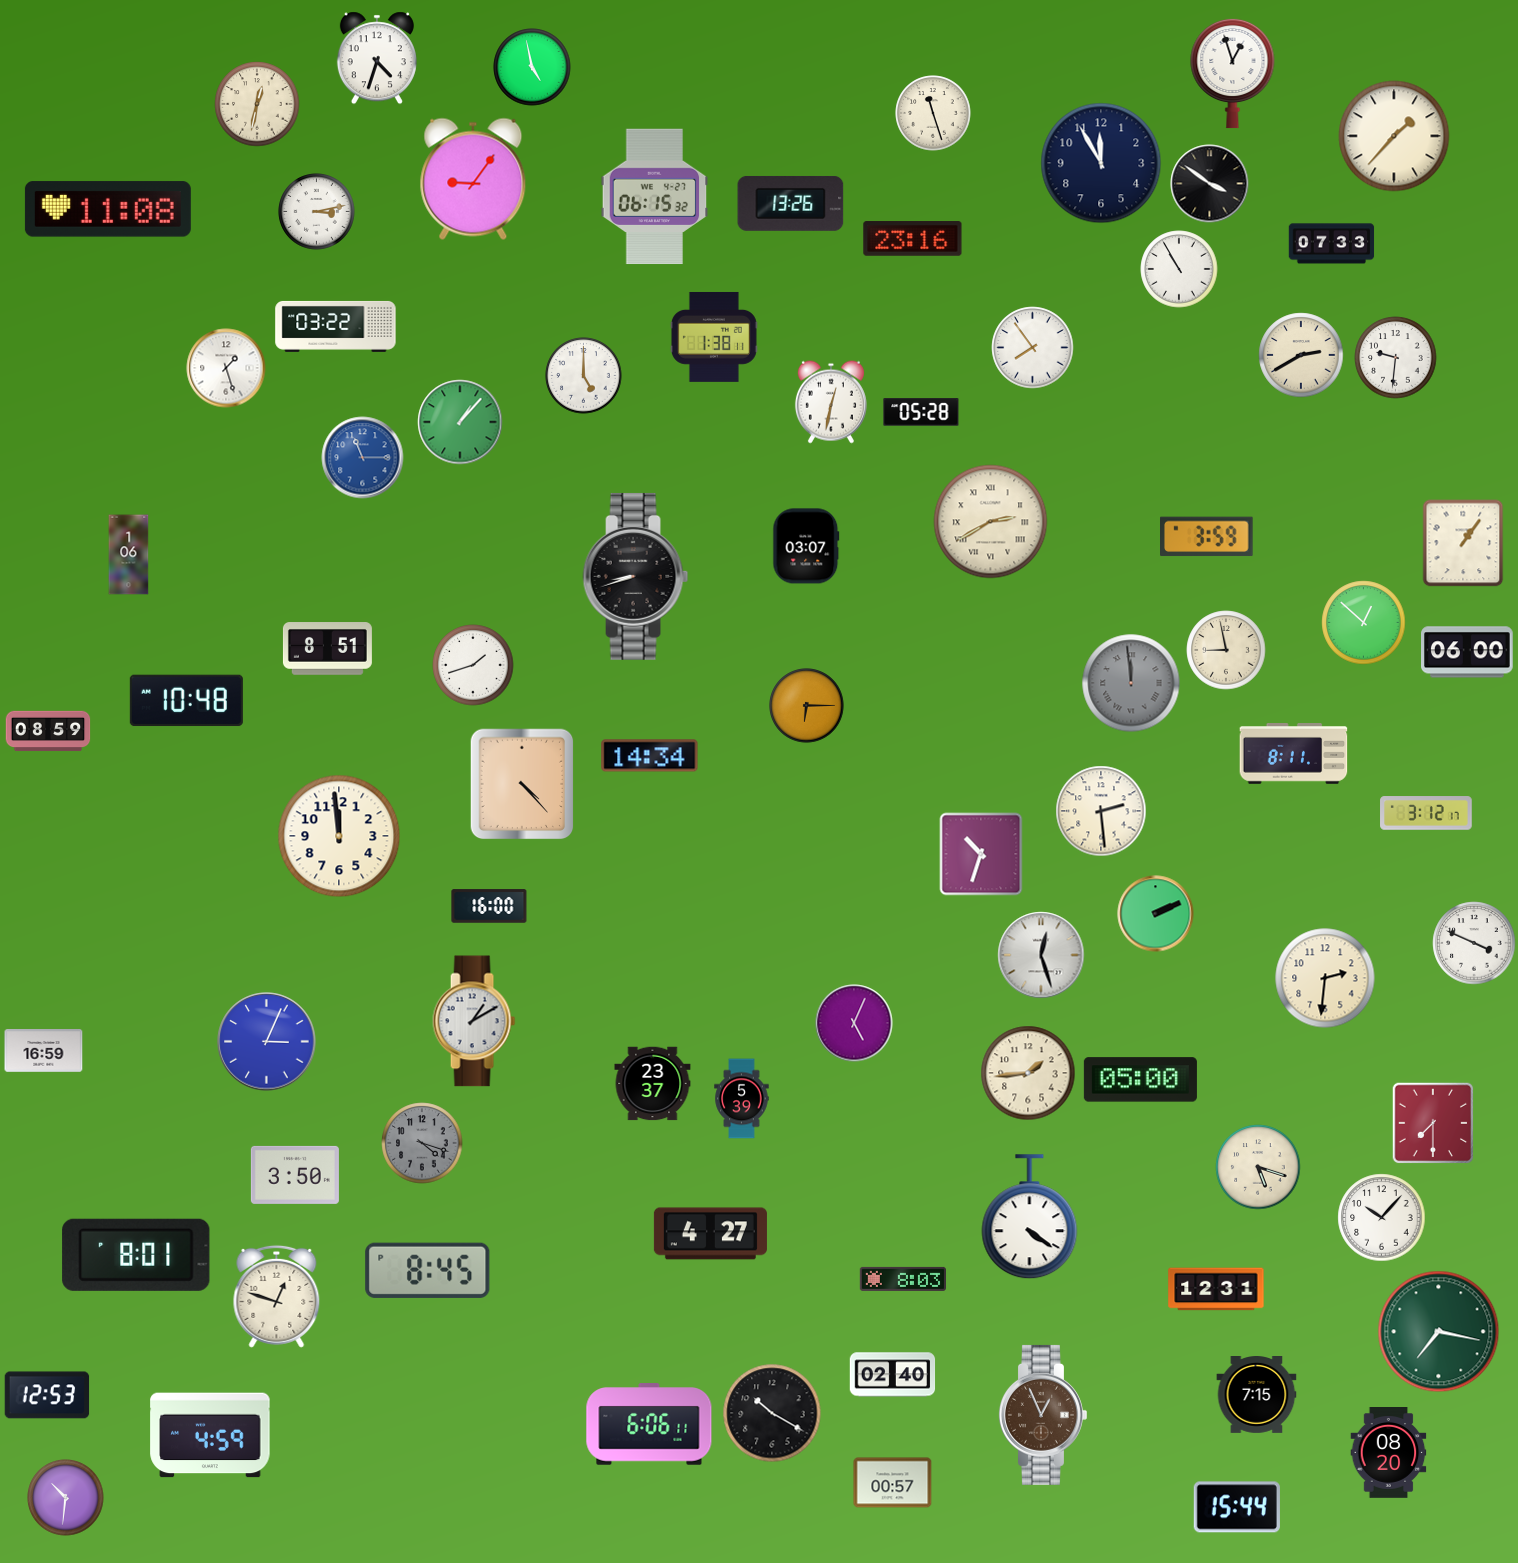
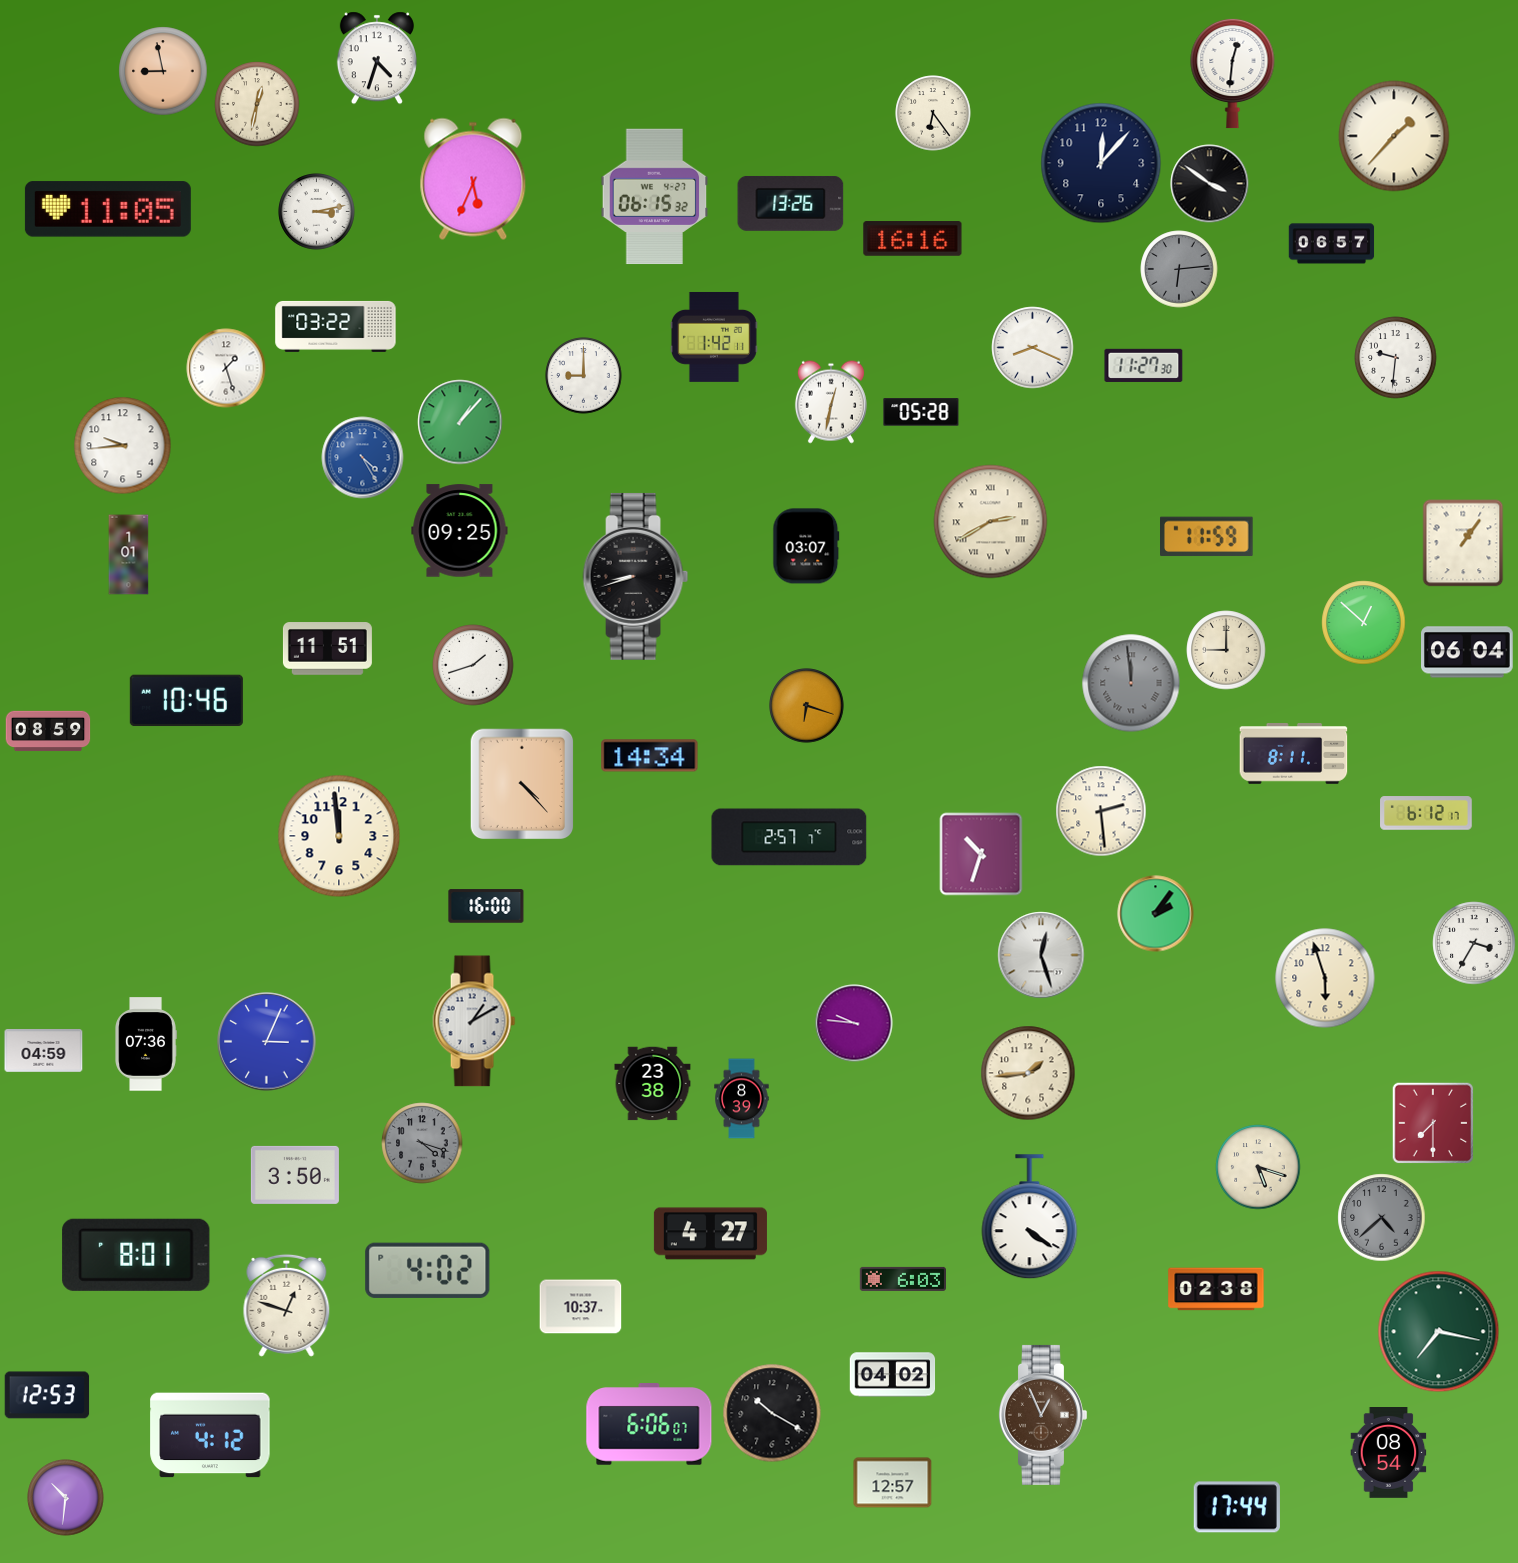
clock at (532, 67): 4:58 -> none
clock at (163, 71): none -> 8:58
clock at (1233, 73): 12:57 -> 12:31
clock at (933, 113): 11:27 -> 6:24
clock at (1101, 163): 11:55 -> 12:07
clock at (473, 179): 9:06 -> 5:34
clock at (108, 209): 11:08 -> 11:05
clock at (913, 239): 23:16 -> 16:16
clock at (1332, 244): 07:33 -> 06:57
clock at (1179, 269): 10:55 -> 6:14
clock at (1179, 269) dial: white -> grey
clock at (714, 337): 1:38 -> 1:42
clock at (1033, 348): 7:54 -> 8:19
clock at (1301, 355): 2:40 -> none
clock at (1144, 365): none -> 11:27
clock at (584, 376): 5:00 -> 9:00
clock at (123, 446): none -> 9:44
clock at (363, 458): 11:15 -> 4:25
clock at (460, 531): none -> 09:25
clock at (1207, 537): 3:59 -> 11:59
clock at (129, 555): 1:06 -> 1:01
clock at (327, 649): 8:51 -> 11:51
clock at (1226, 650): 8:58 -> 9:00
clock at (1468, 652): 06:00 -> 06:04
clock at (186, 701): 10:48 -> 10:46
clock at (807, 706): 6:15 -> 6:18
clock at (1426, 813): 3:12 -> 6:12
clock at (789, 837): none -> 2:57
clock at (489, 906) position: (489, 906) -> (486, 906)
clock at (1156, 914): 2:11 -> 2:06
clock at (1474, 943): 3:49 -> 3:35
clock at (1325, 978): 2:31 -> 5:57
clock at (854, 1023): 5:04 -> 9:46
clock at (146, 1044): none -> 07:36
clock at (44, 1051): 16:59 -> 04:59
clock at (1140, 1080): 05:00 -> none
clock at (653, 1084): 23:37 -> 23:38
clock at (742, 1099): 5:39 -> 8:39
clock at (1382, 1218): 10:07 -> 4:38
clock at (1382, 1218) dial: white -> grey
clock at (428, 1270): 8:45 -> 4:02
clock at (902, 1279): 8:03 -> 6:03
clock at (1216, 1289): 12:31 -> 02:38
clock at (277, 1296) position: (277, 1296) -> (287, 1305)
clock at (581, 1307): none -> 10:37
clock at (893, 1375): 02:40 -> 04:02
clock at (1257, 1395): 7:15 -> none
clock at (649, 1424): 6:06:11 -> 6:06:07
clock at (210, 1435): 4:59 -> 4:12
clock at (1389, 1453): 08:20 -> 08:54
clock at (893, 1483): 00:57 -> 12:57
clock at (1237, 1507): 15:44 -> 17:44
